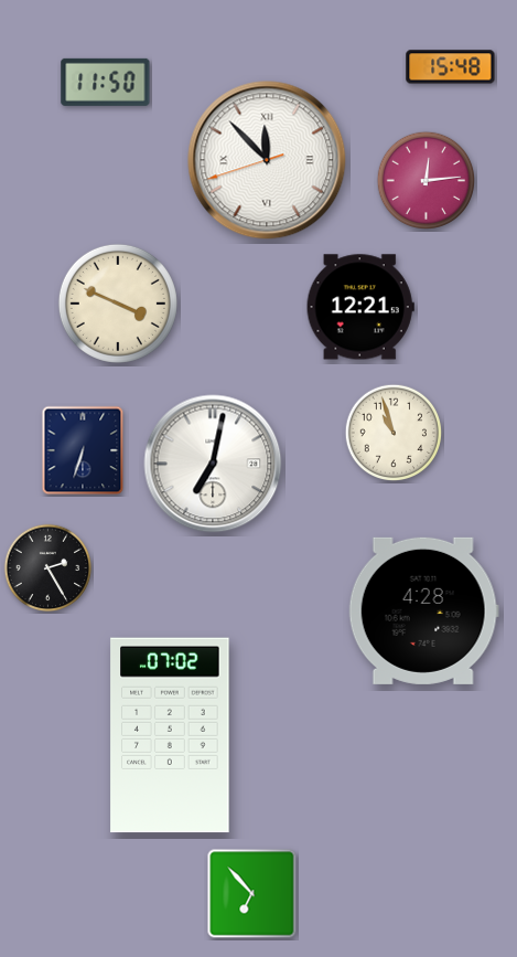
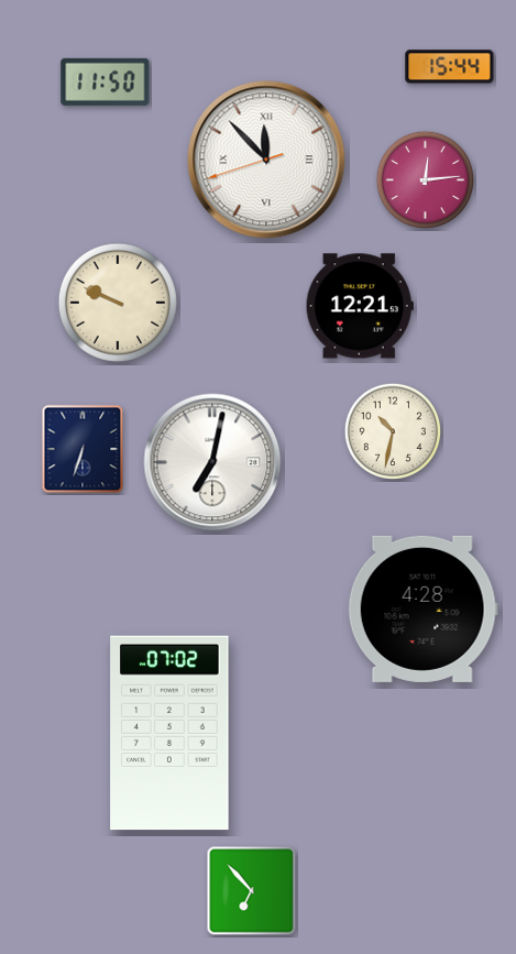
clock at (451, 67): 15:48 -> 15:44
clock at (118, 304): 3:49 -> 9:49
clock at (394, 433): 10:57 -> 10:32
clock at (49, 568): 2:25 -> none
